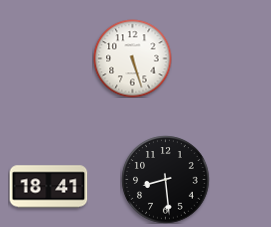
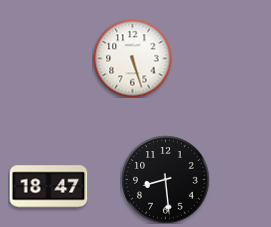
clock at (48, 187): 18:41 -> 18:47
